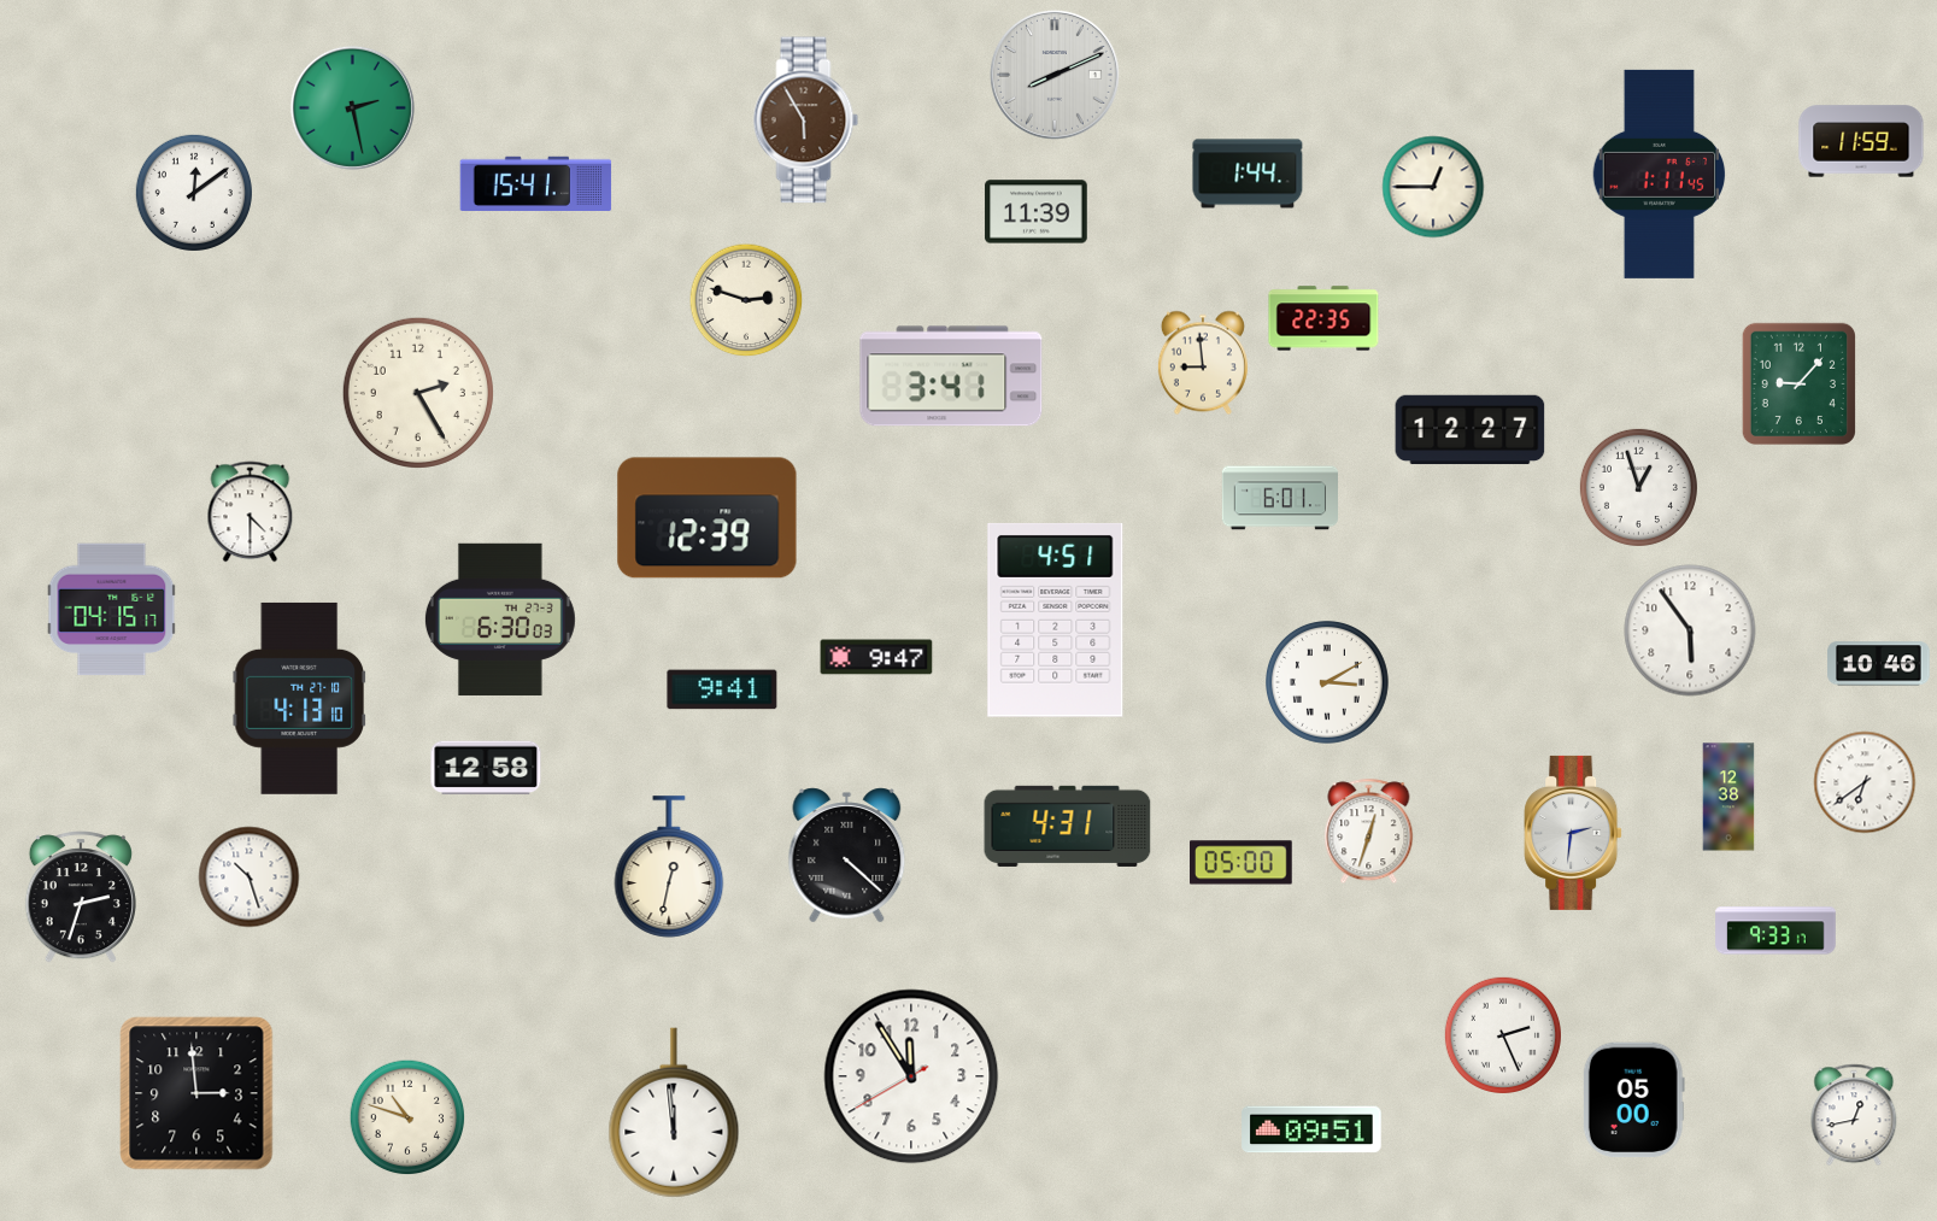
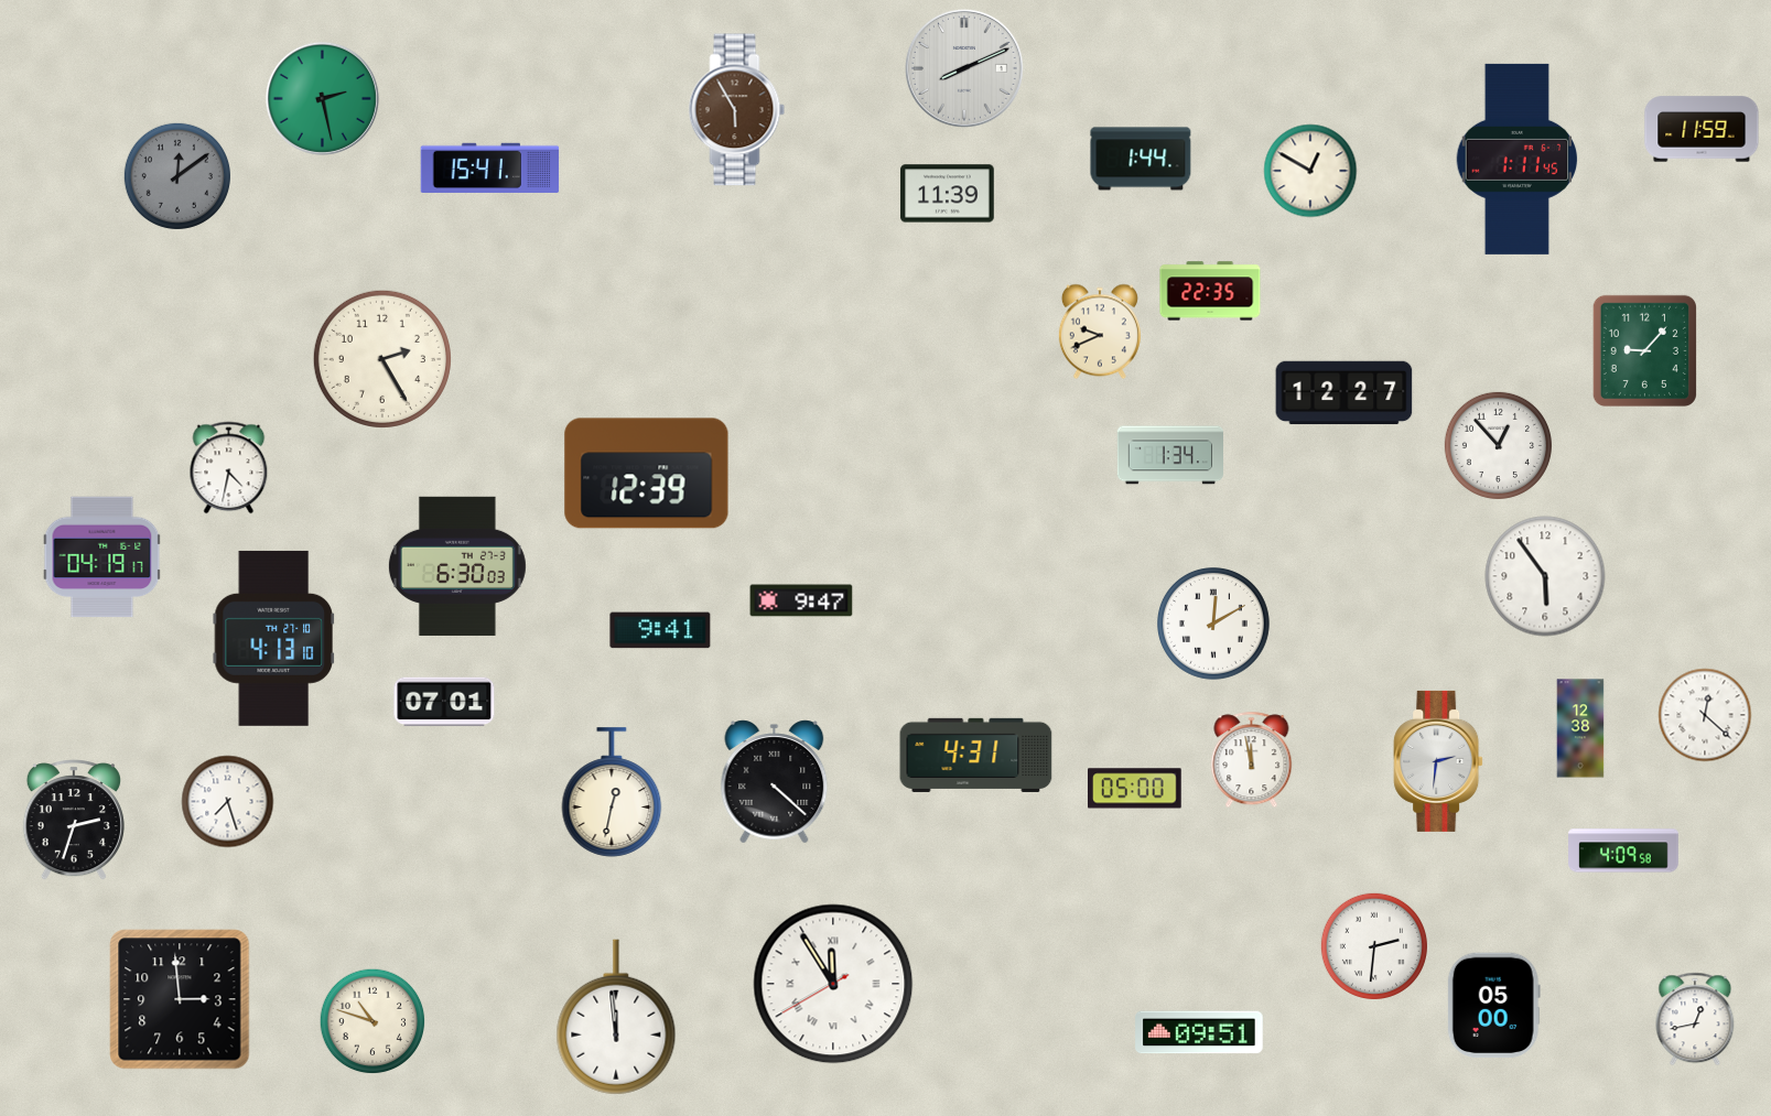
clock at (1433, 187): 12:45 -> 12:50
clock at (193, 192) dial: white -> grey
clock at (746, 300): 2:48 -> none
clock at (1203, 363): 8:59 -> 9:41
clock at (951, 376): 3:41 -> none
clock at (1638, 487): 12:57 -> 12:53
clock at (1279, 498): 6:01 -> 1:34
clock at (251, 512): 4:30 -> 4:32
clock at (112, 610): 04:15 -> 04:19
clock at (1056, 620): 4:51 -> none
clock at (1879, 664): 10:46 -> none
clock at (1328, 683): 3:10 -> 12:10
clock at (486, 768): 12:58 -> 07:01
clock at (1865, 782): 6:39 -> 12:22
clock at (1369, 832): 12:33 -> 11:58
clock at (250, 877): 10:27 -> 7:27
clock at (1775, 931): 9:33 -> 4:09
clock at (1502, 1034): 2:26 -> 2:31
clock at (911, 1076) numerals: Arabic -> Roman
